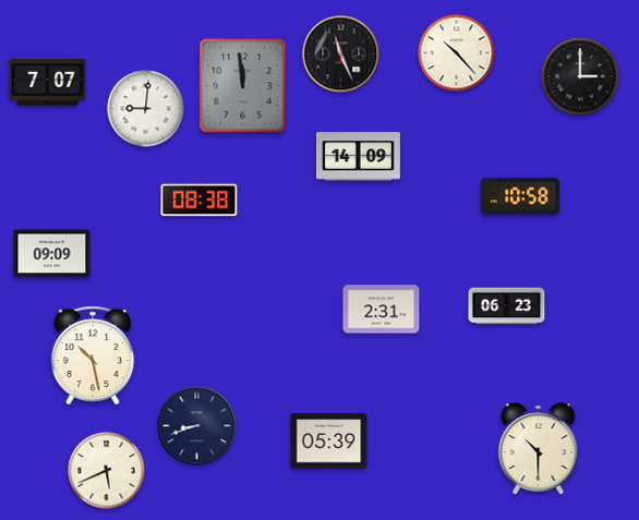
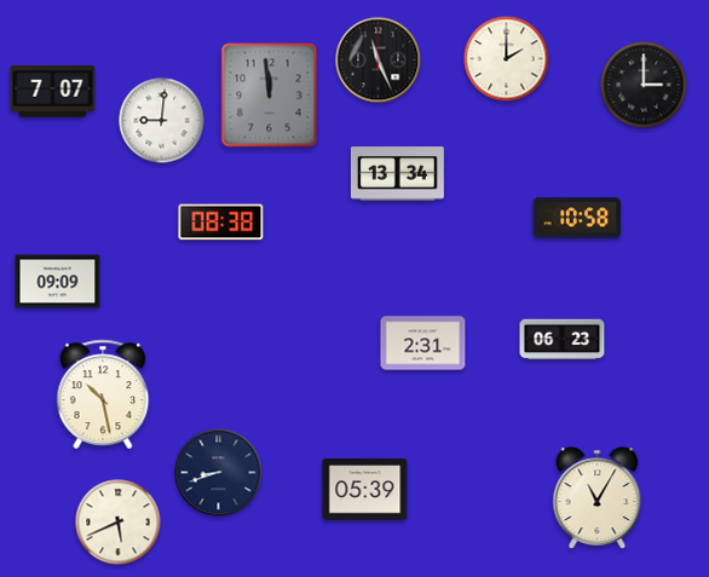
clock at (457, 53): 10:23 -> 2:00
clock at (358, 157): 14:09 -> 13:34
clock at (539, 449): 10:30 -> 11:05
